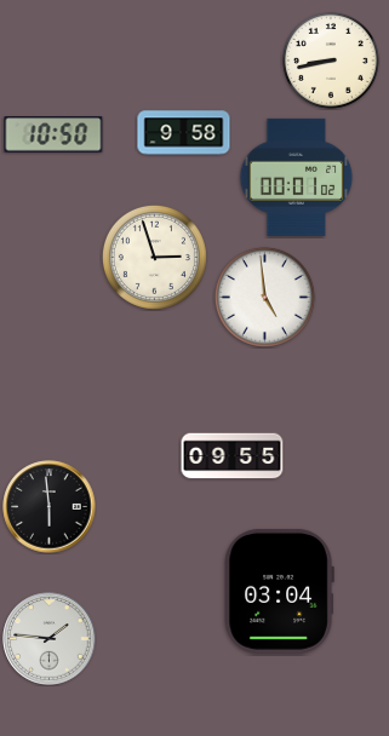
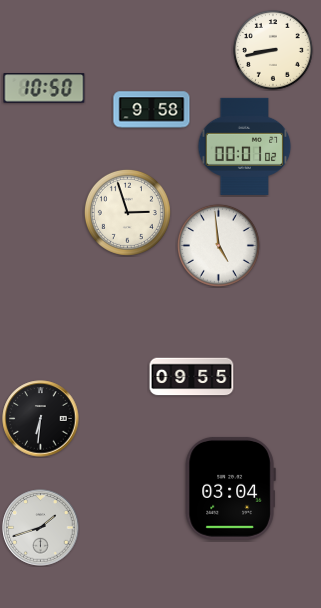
clock at (53, 134) position: (53, 134) -> (44, 88)
clock at (50, 507): 5:59 -> 6:31
clock at (50, 639): 1:46 -> 1:42
